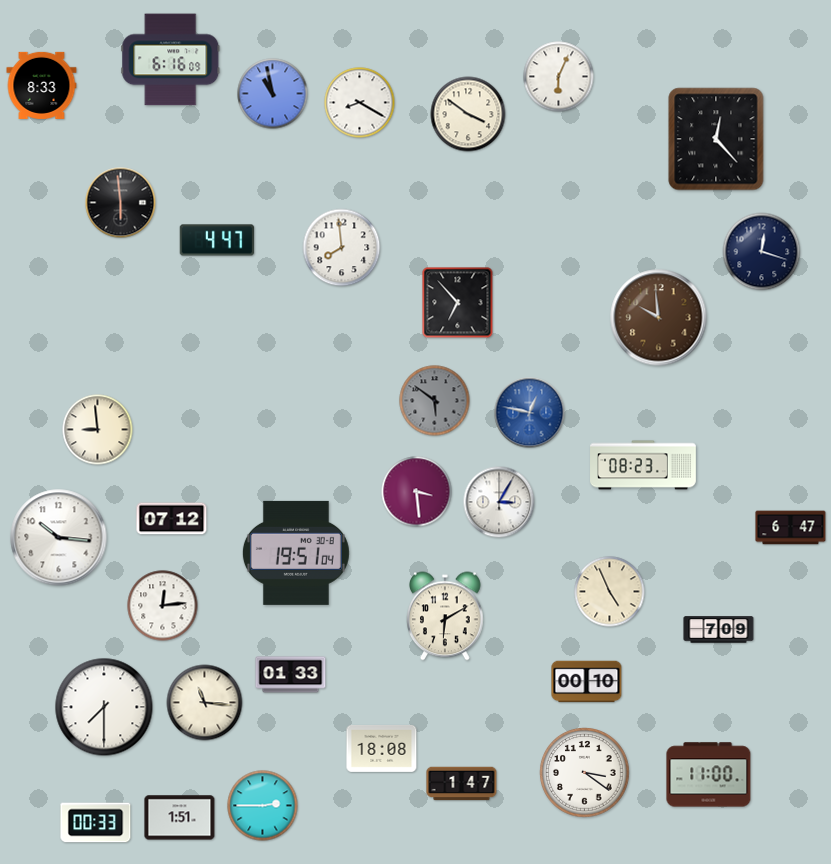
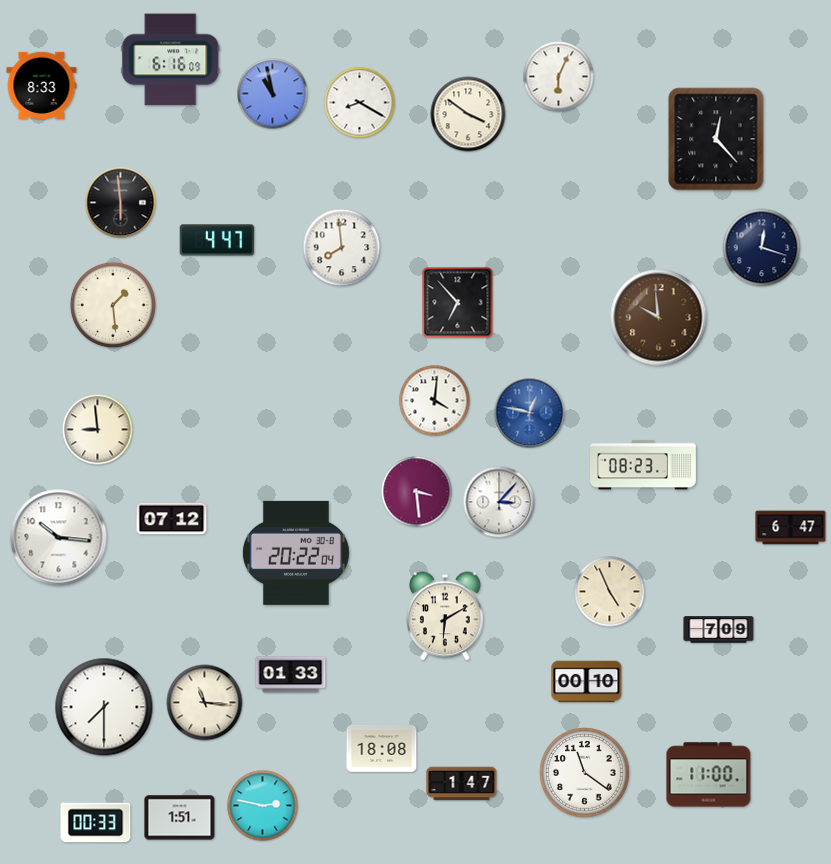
clock at (762, 252) position: (762, 252) -> (762, 248)
clock at (113, 305): none -> 1:29
clock at (435, 401): 5:51 -> 4:01
clock at (435, 401) dial: grey -> white
clock at (499, 502): 3:05 -> 3:07
clock at (296, 553): 19:51 -> 20:22
clock at (163, 606): 12:14 -> none
clock at (585, 773): 3:21 -> 11:21
clock at (263, 806): 2:45 -> 2:47
